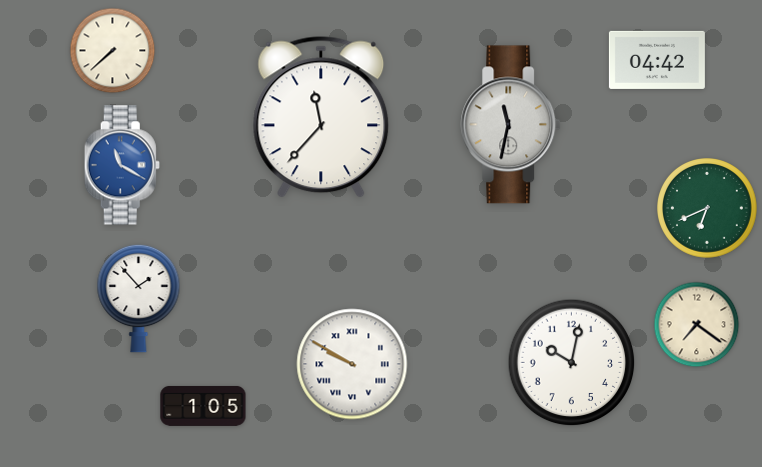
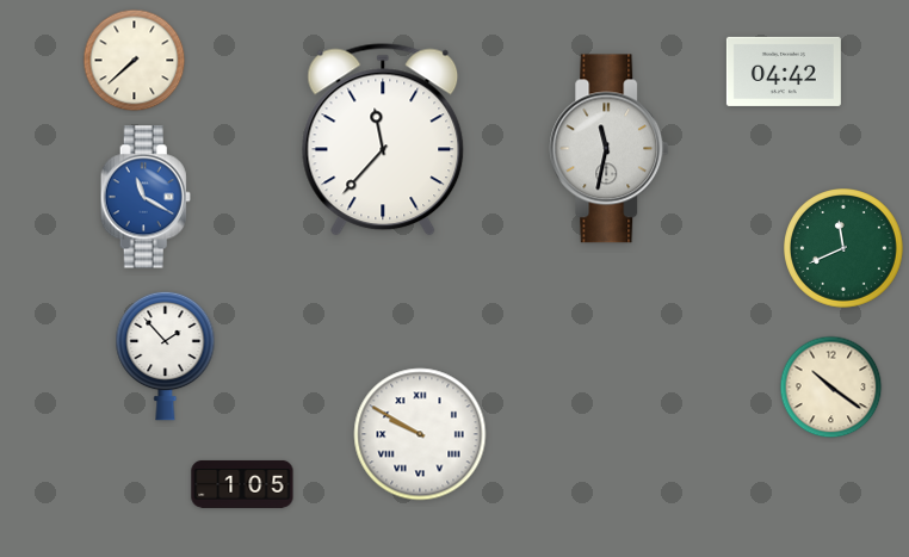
clock at (708, 209): 6:41 -> 11:41
clock at (697, 325): 7:21 -> 10:21
clock at (572, 363): 10:02 -> none
